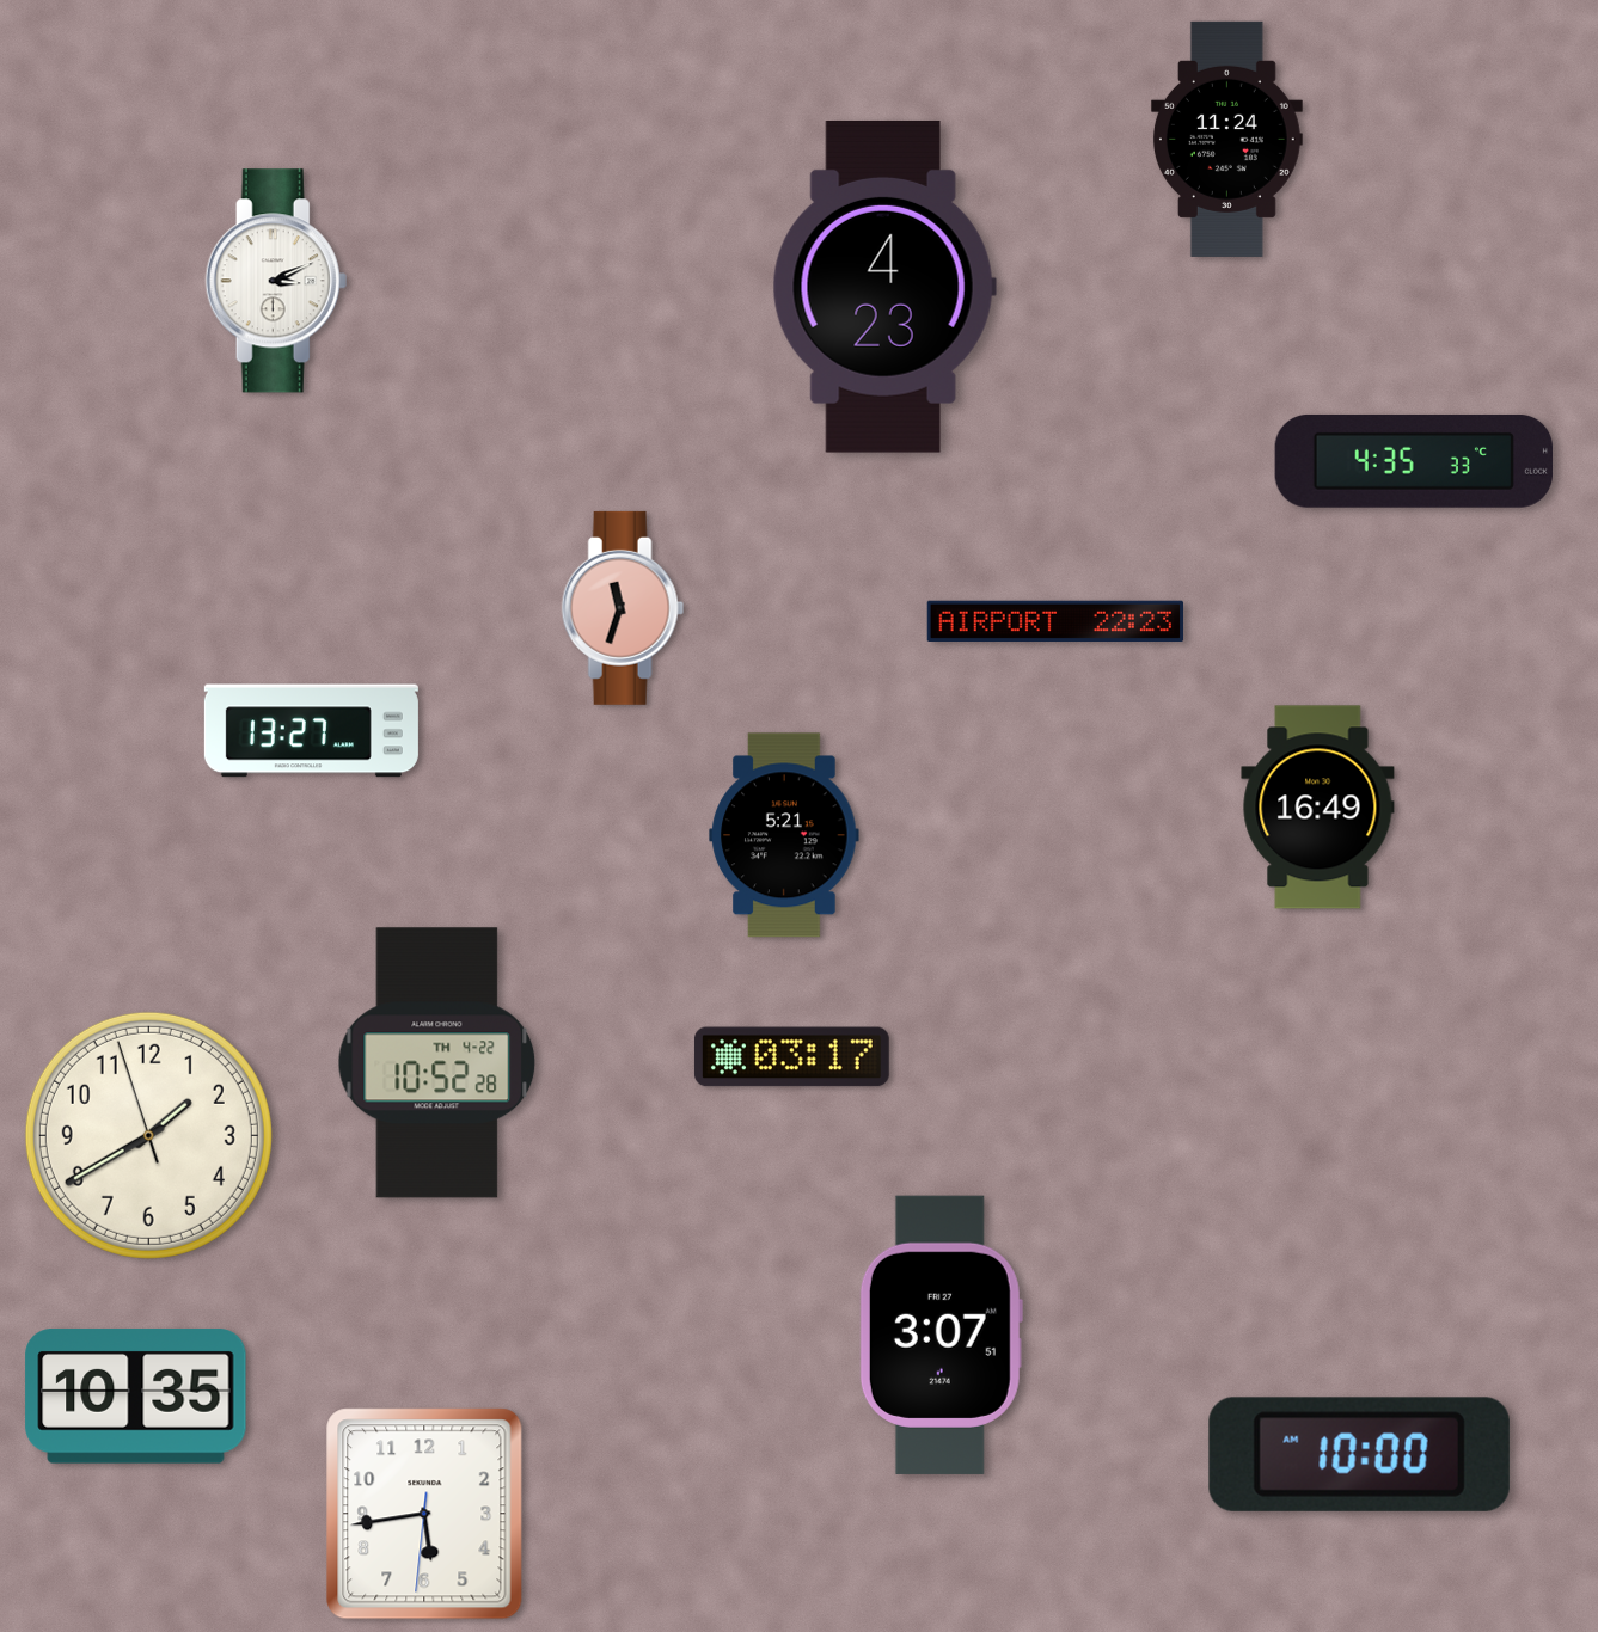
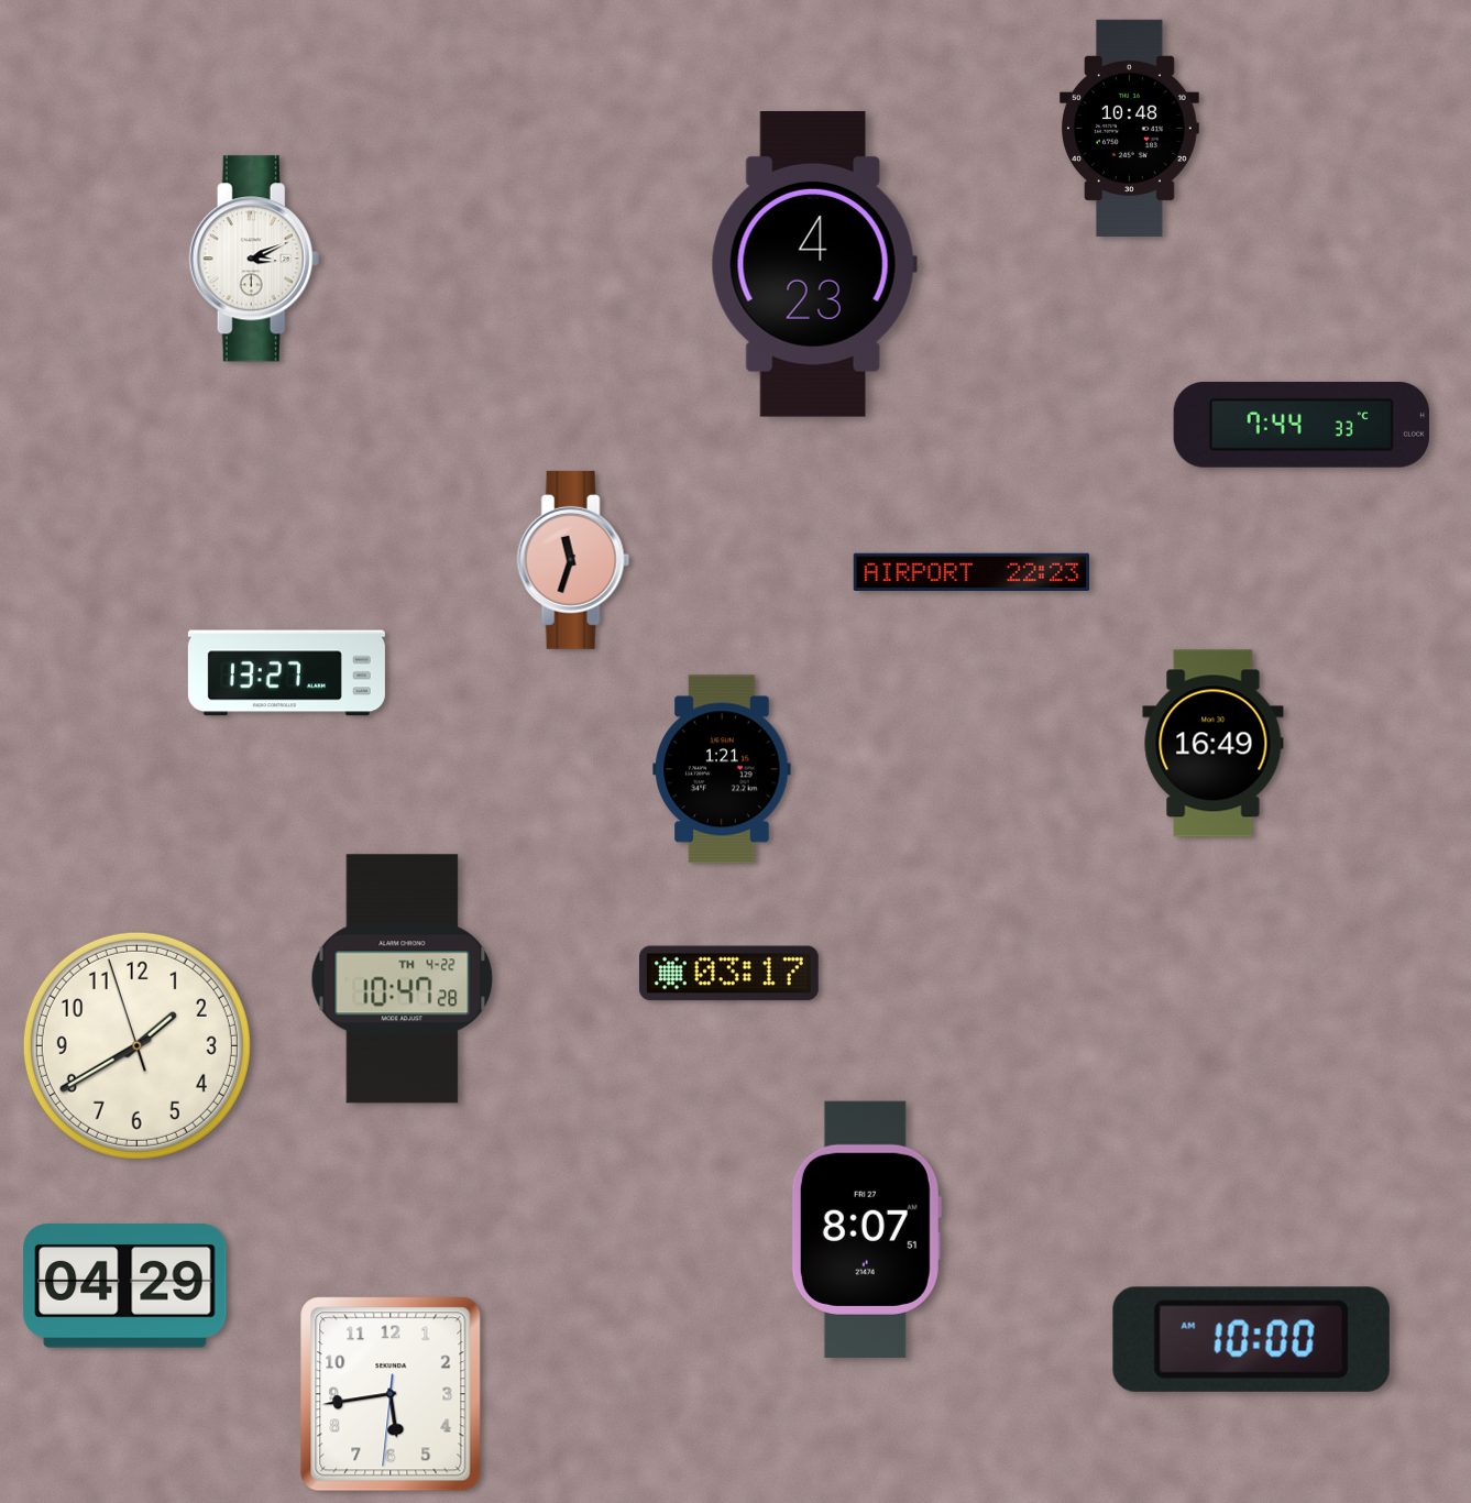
clock at (1226, 139): 11:24 -> 10:48
clock at (1413, 461): 4:35 -> 7:44
clock at (784, 835): 5:21 -> 1:21
clock at (437, 1063): 10:52 -> 10:47
clock at (941, 1335): 3:07 -> 8:07
clock at (136, 1397): 10:35 -> 04:29
